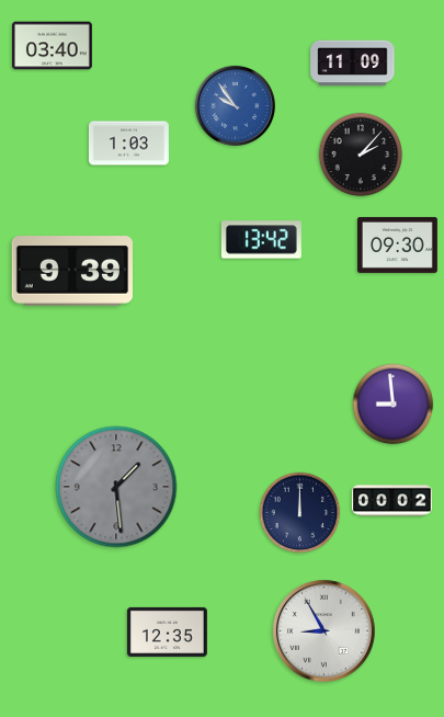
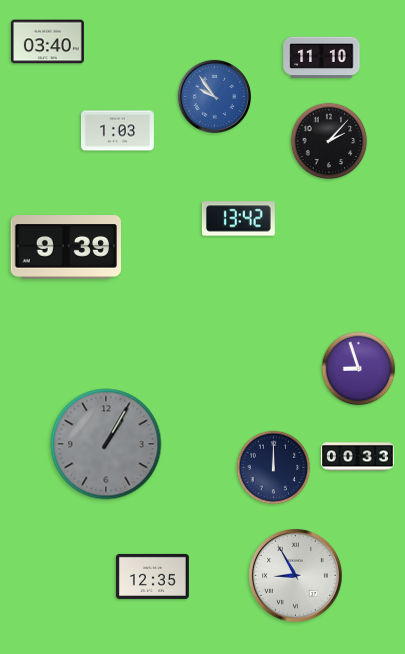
clock at (353, 64): 11:09 -> 11:10
clock at (397, 244): 09:30 -> none
clock at (394, 405): 8:59 -> 8:57
clock at (116, 487): 1:29 -> 1:05
clock at (391, 501): 00:02 -> 00:33
